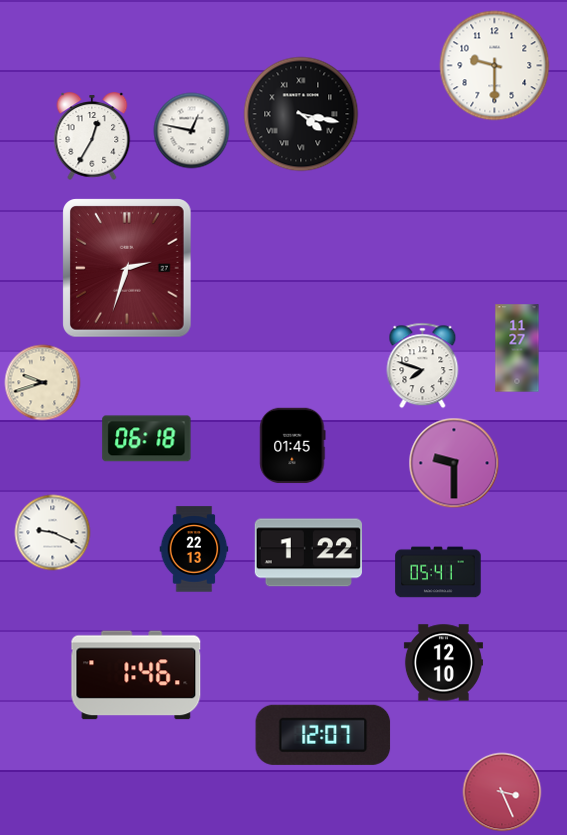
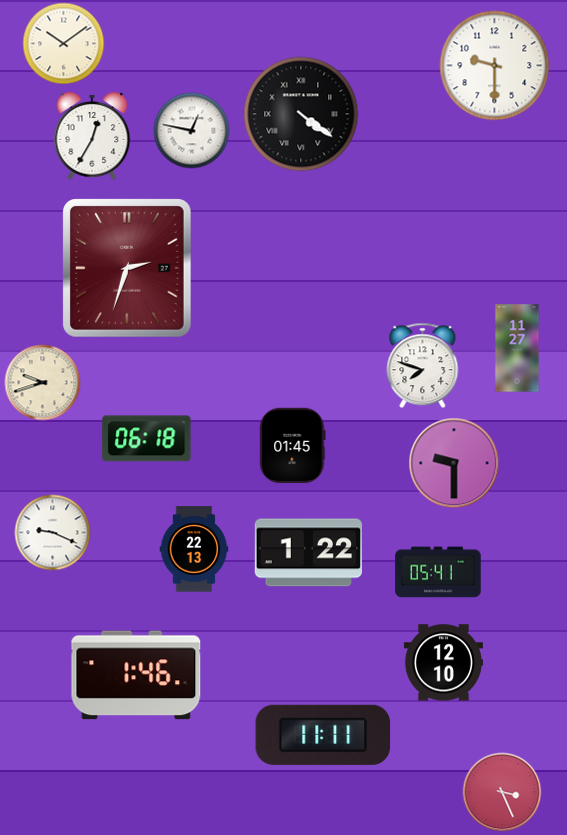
clock at (64, 44): none -> 10:09
clock at (301, 114): 4:17 -> 4:21
clock at (323, 735): 12:07 -> 11:11
